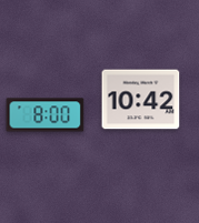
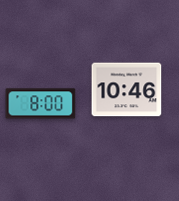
clock at (141, 100): 10:42 -> 10:46
